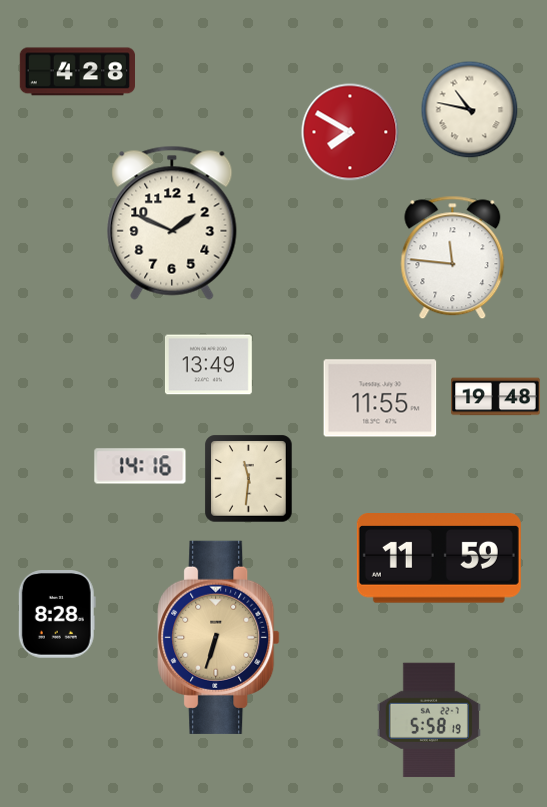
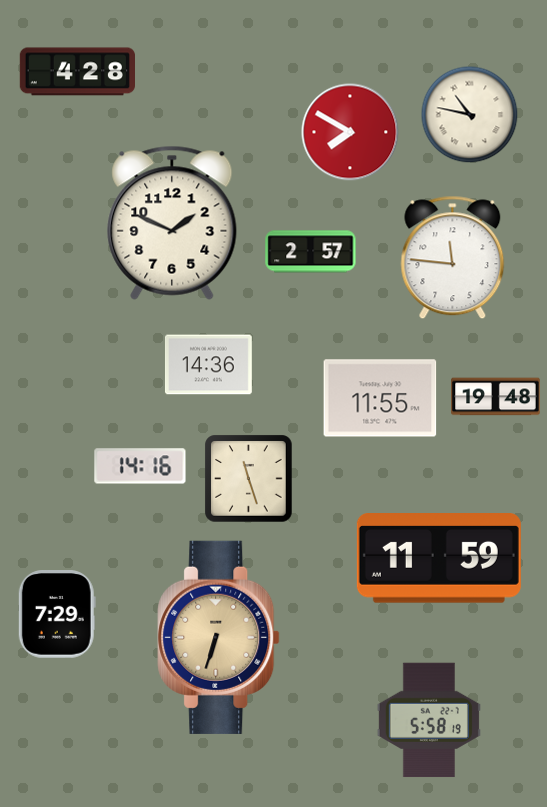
clock at (470, 110) position: (470, 110) -> (470, 115)
clock at (311, 252): none -> 2:57
clock at (208, 365): 13:49 -> 14:36
clock at (249, 479): 11:31 -> 11:27
clock at (57, 615): 8:28 -> 7:29
